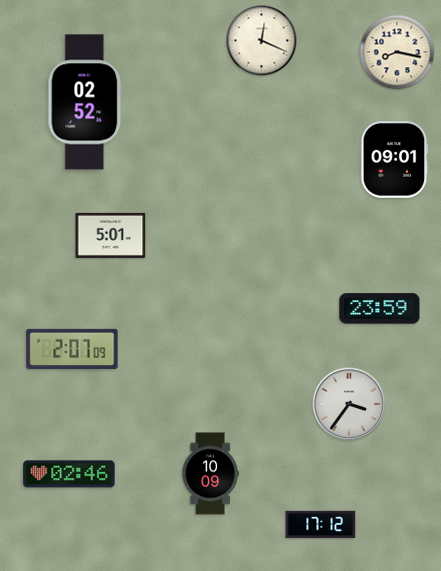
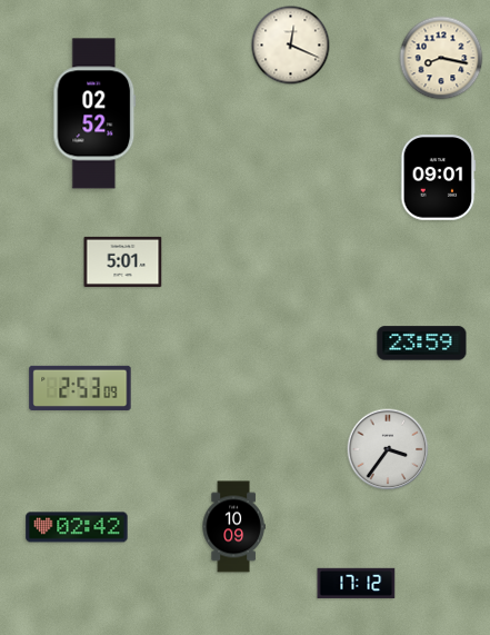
clock at (72, 349): 2:07 -> 2:53
clock at (69, 474): 02:46 -> 02:42
